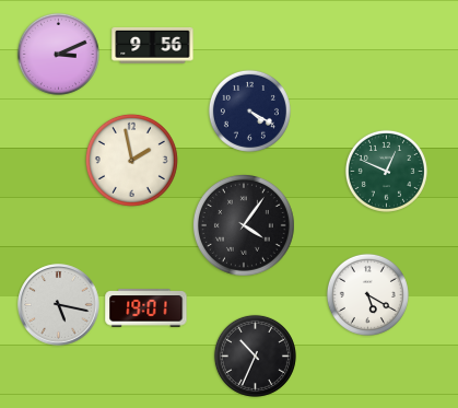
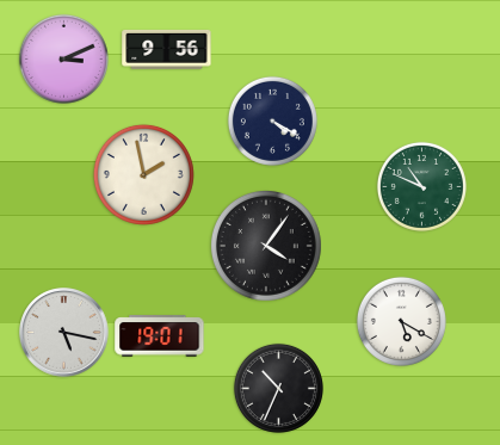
clock at (386, 171): 12:49 -> 10:49
